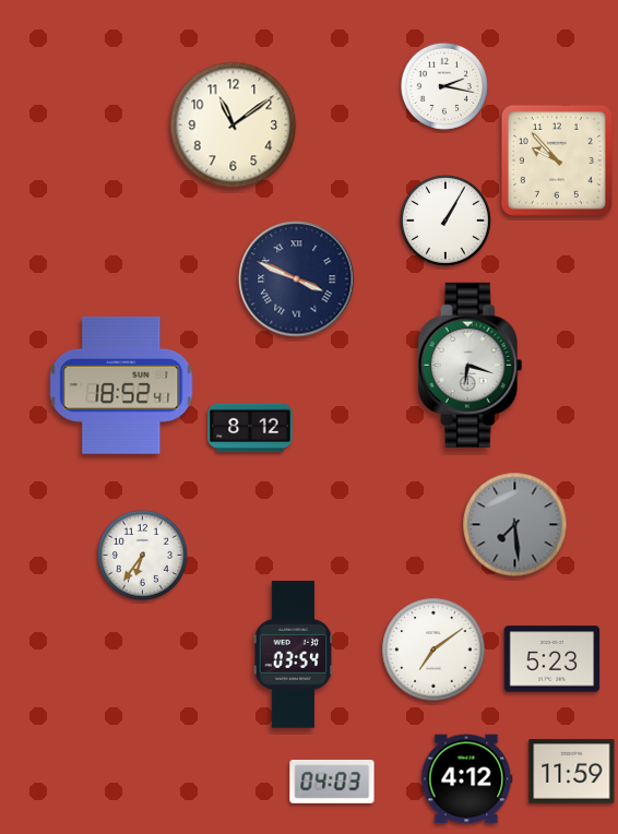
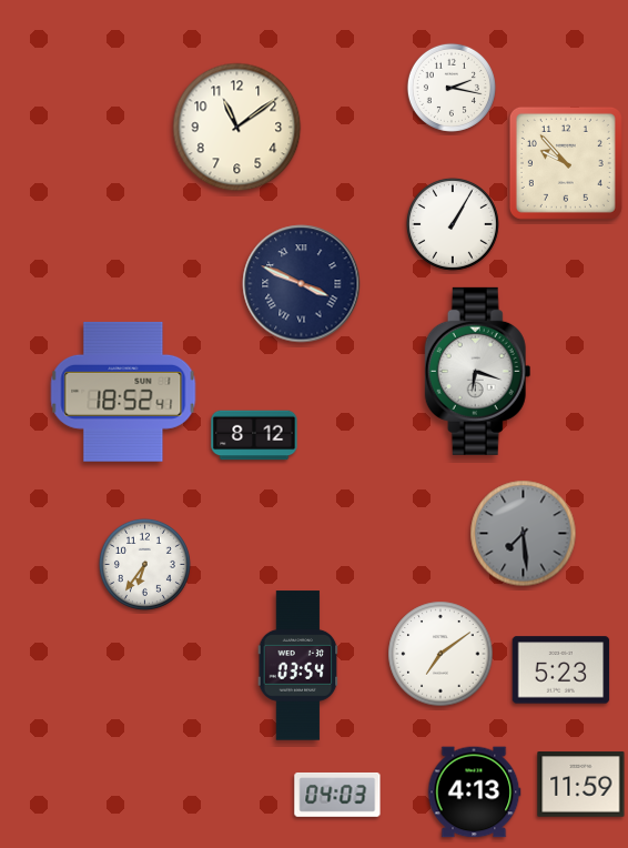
clock at (433, 650) position: (433, 650) -> (440, 654)
clock at (466, 779): 4:12 -> 4:13
